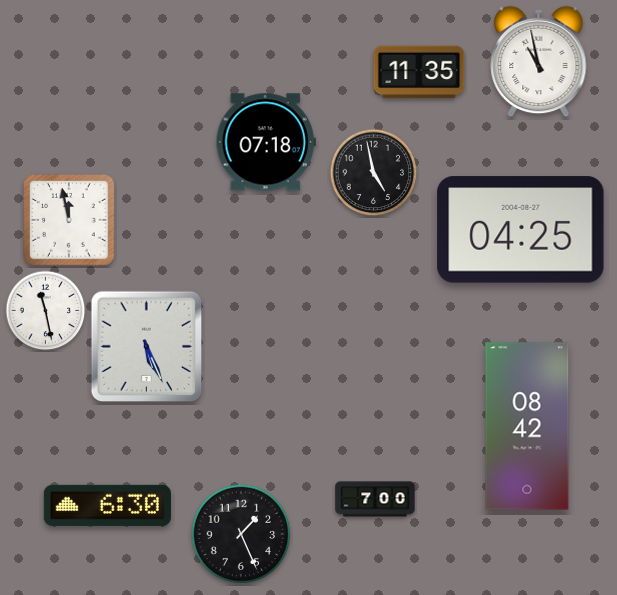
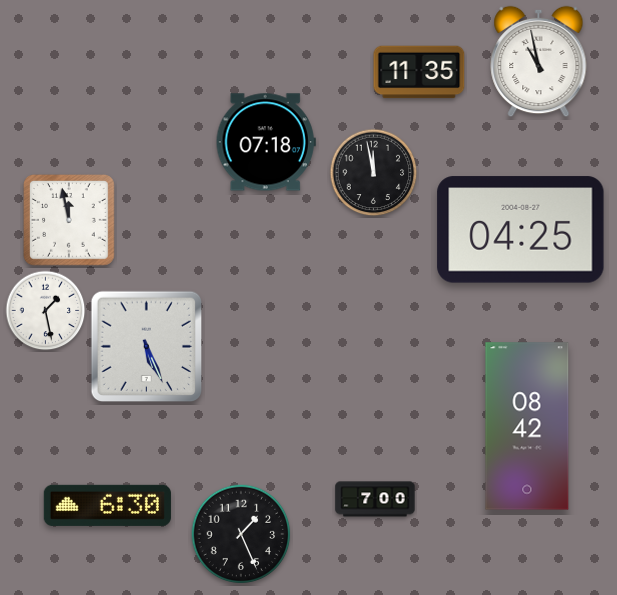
clock at (374, 173): 4:58 -> 11:58
clock at (46, 311): 11:28 -> 1:28
